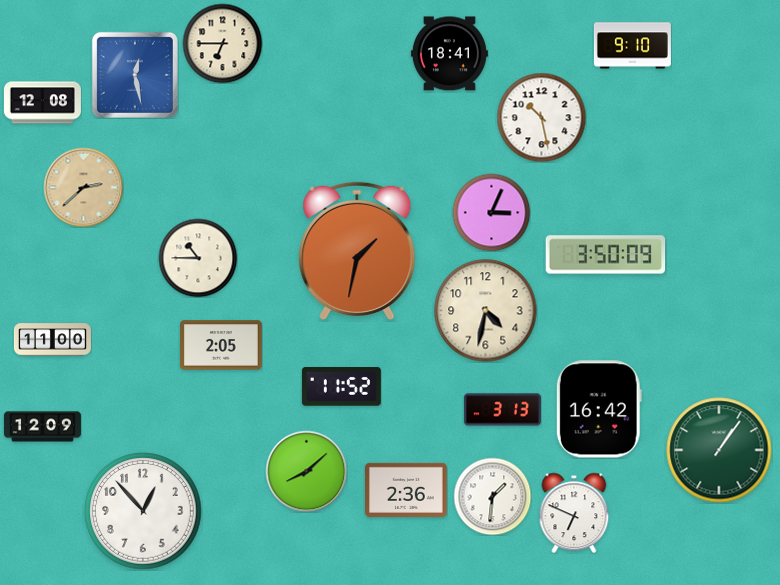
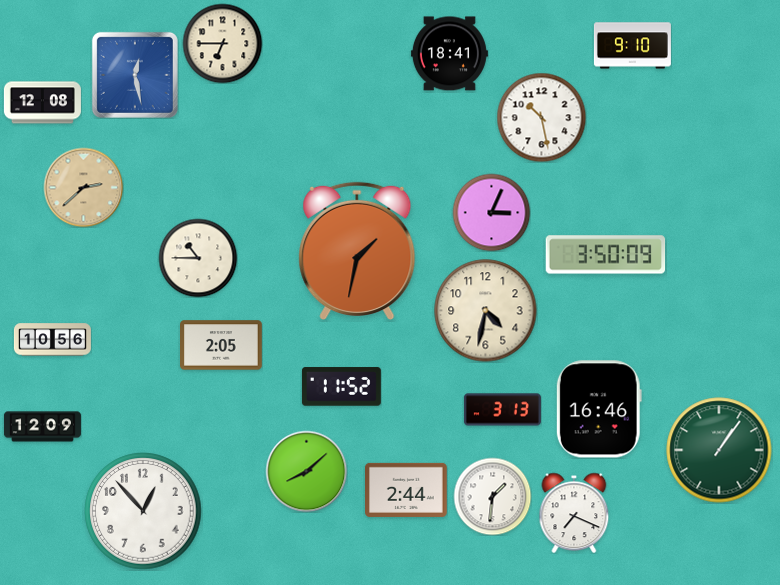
clock at (52, 340): 11:00 -> 10:56
clock at (599, 409): 16:42 -> 16:46
clock at (407, 490): 2:36 -> 2:44
clock at (574, 513): 6:49 -> 7:19
